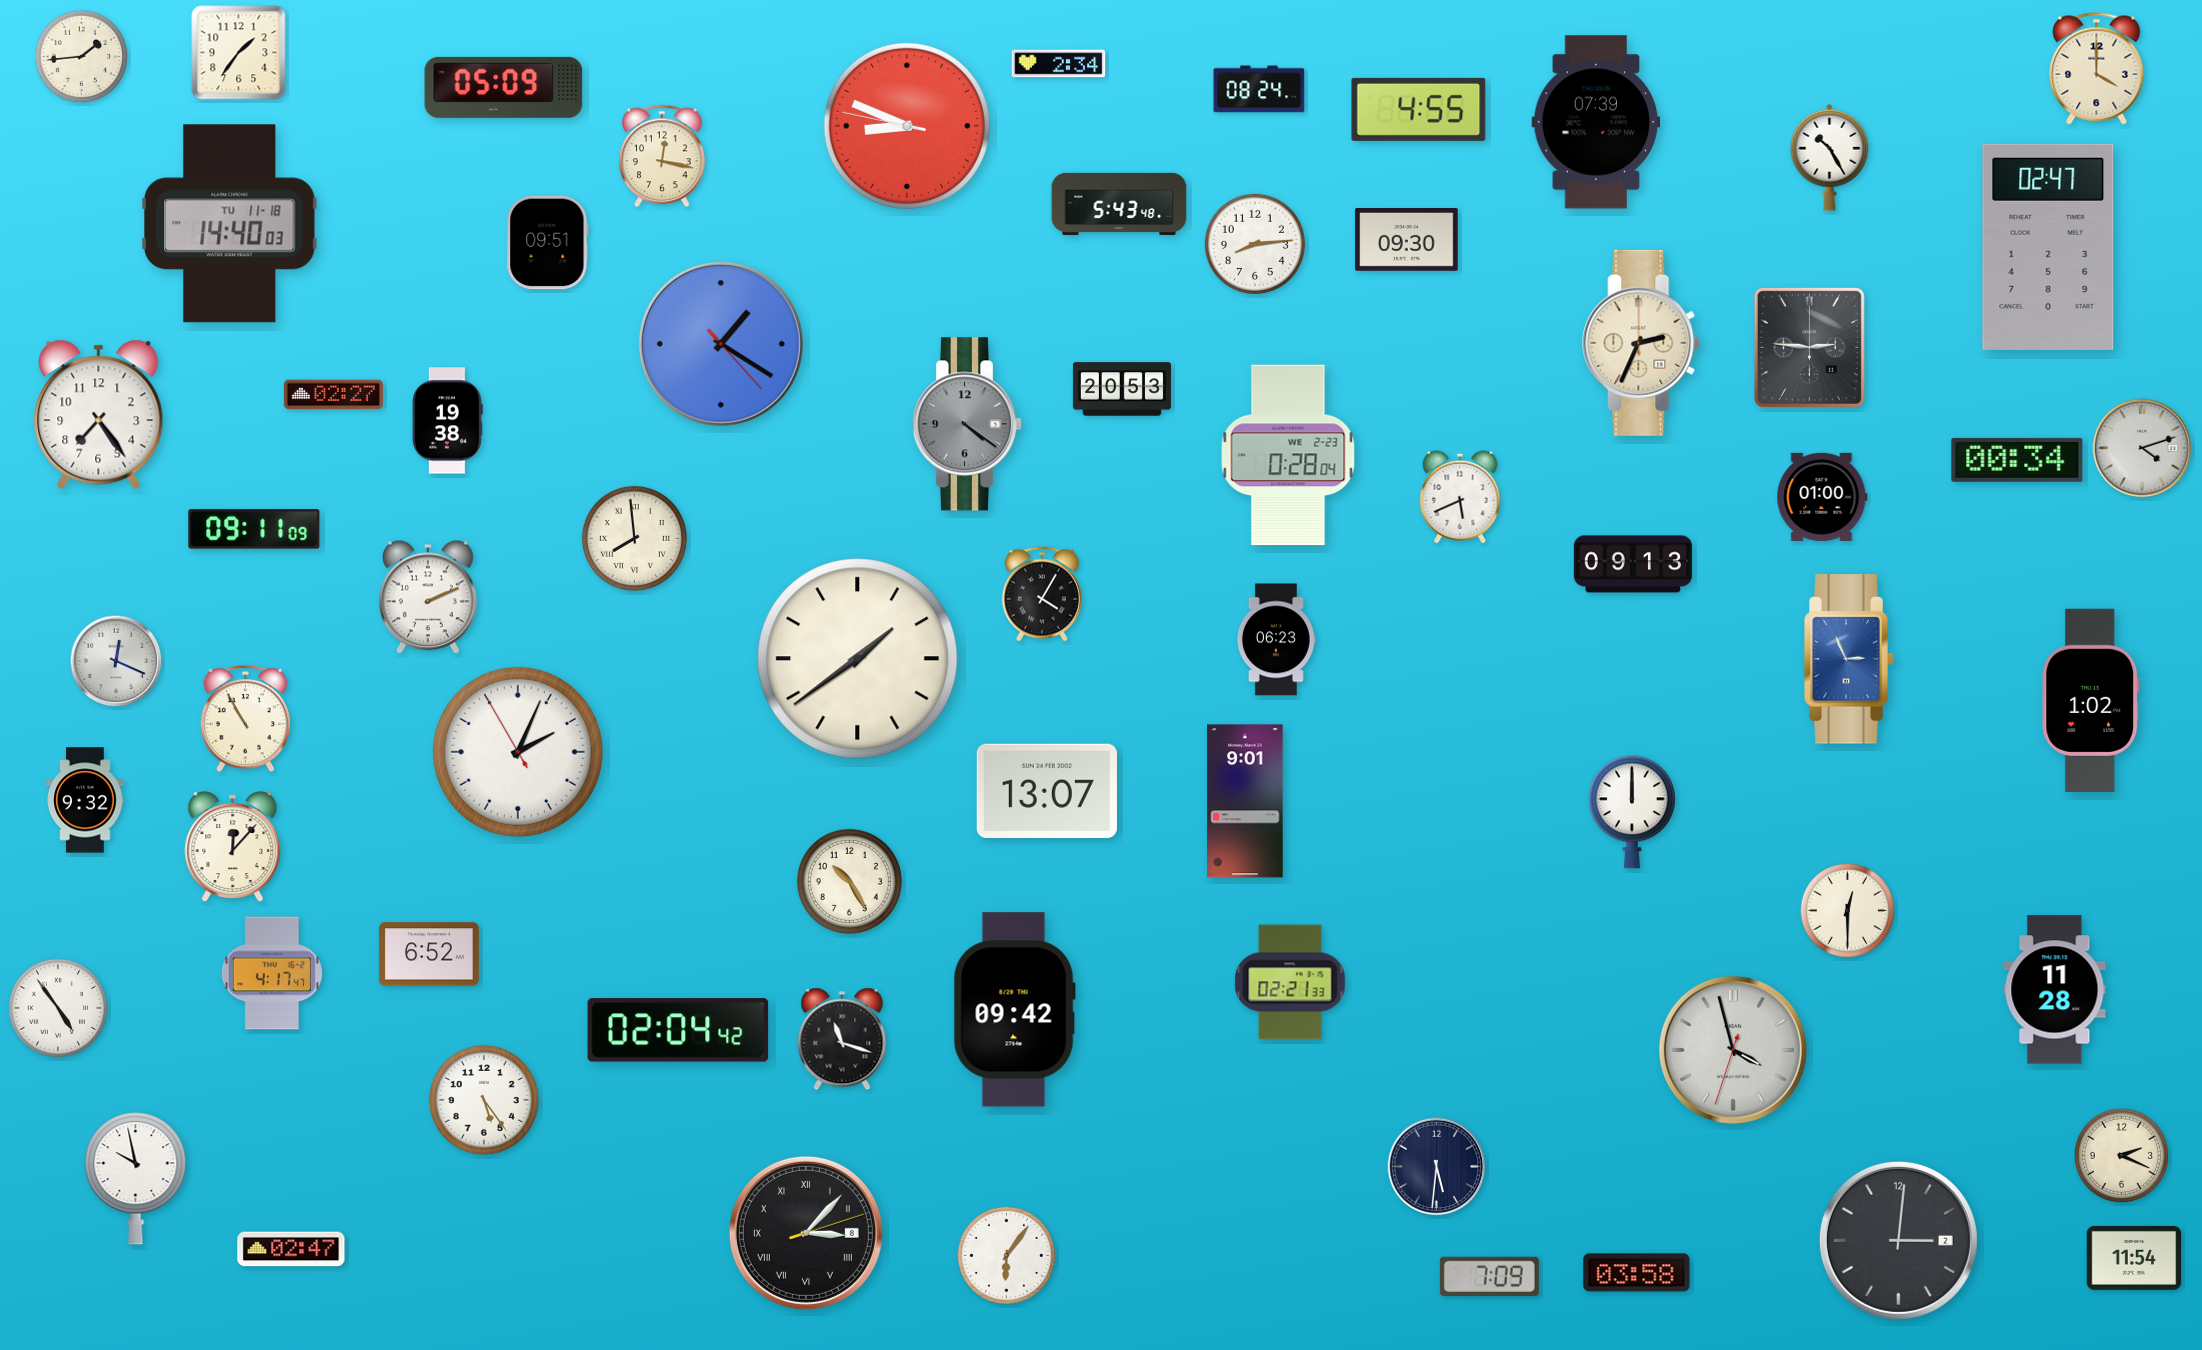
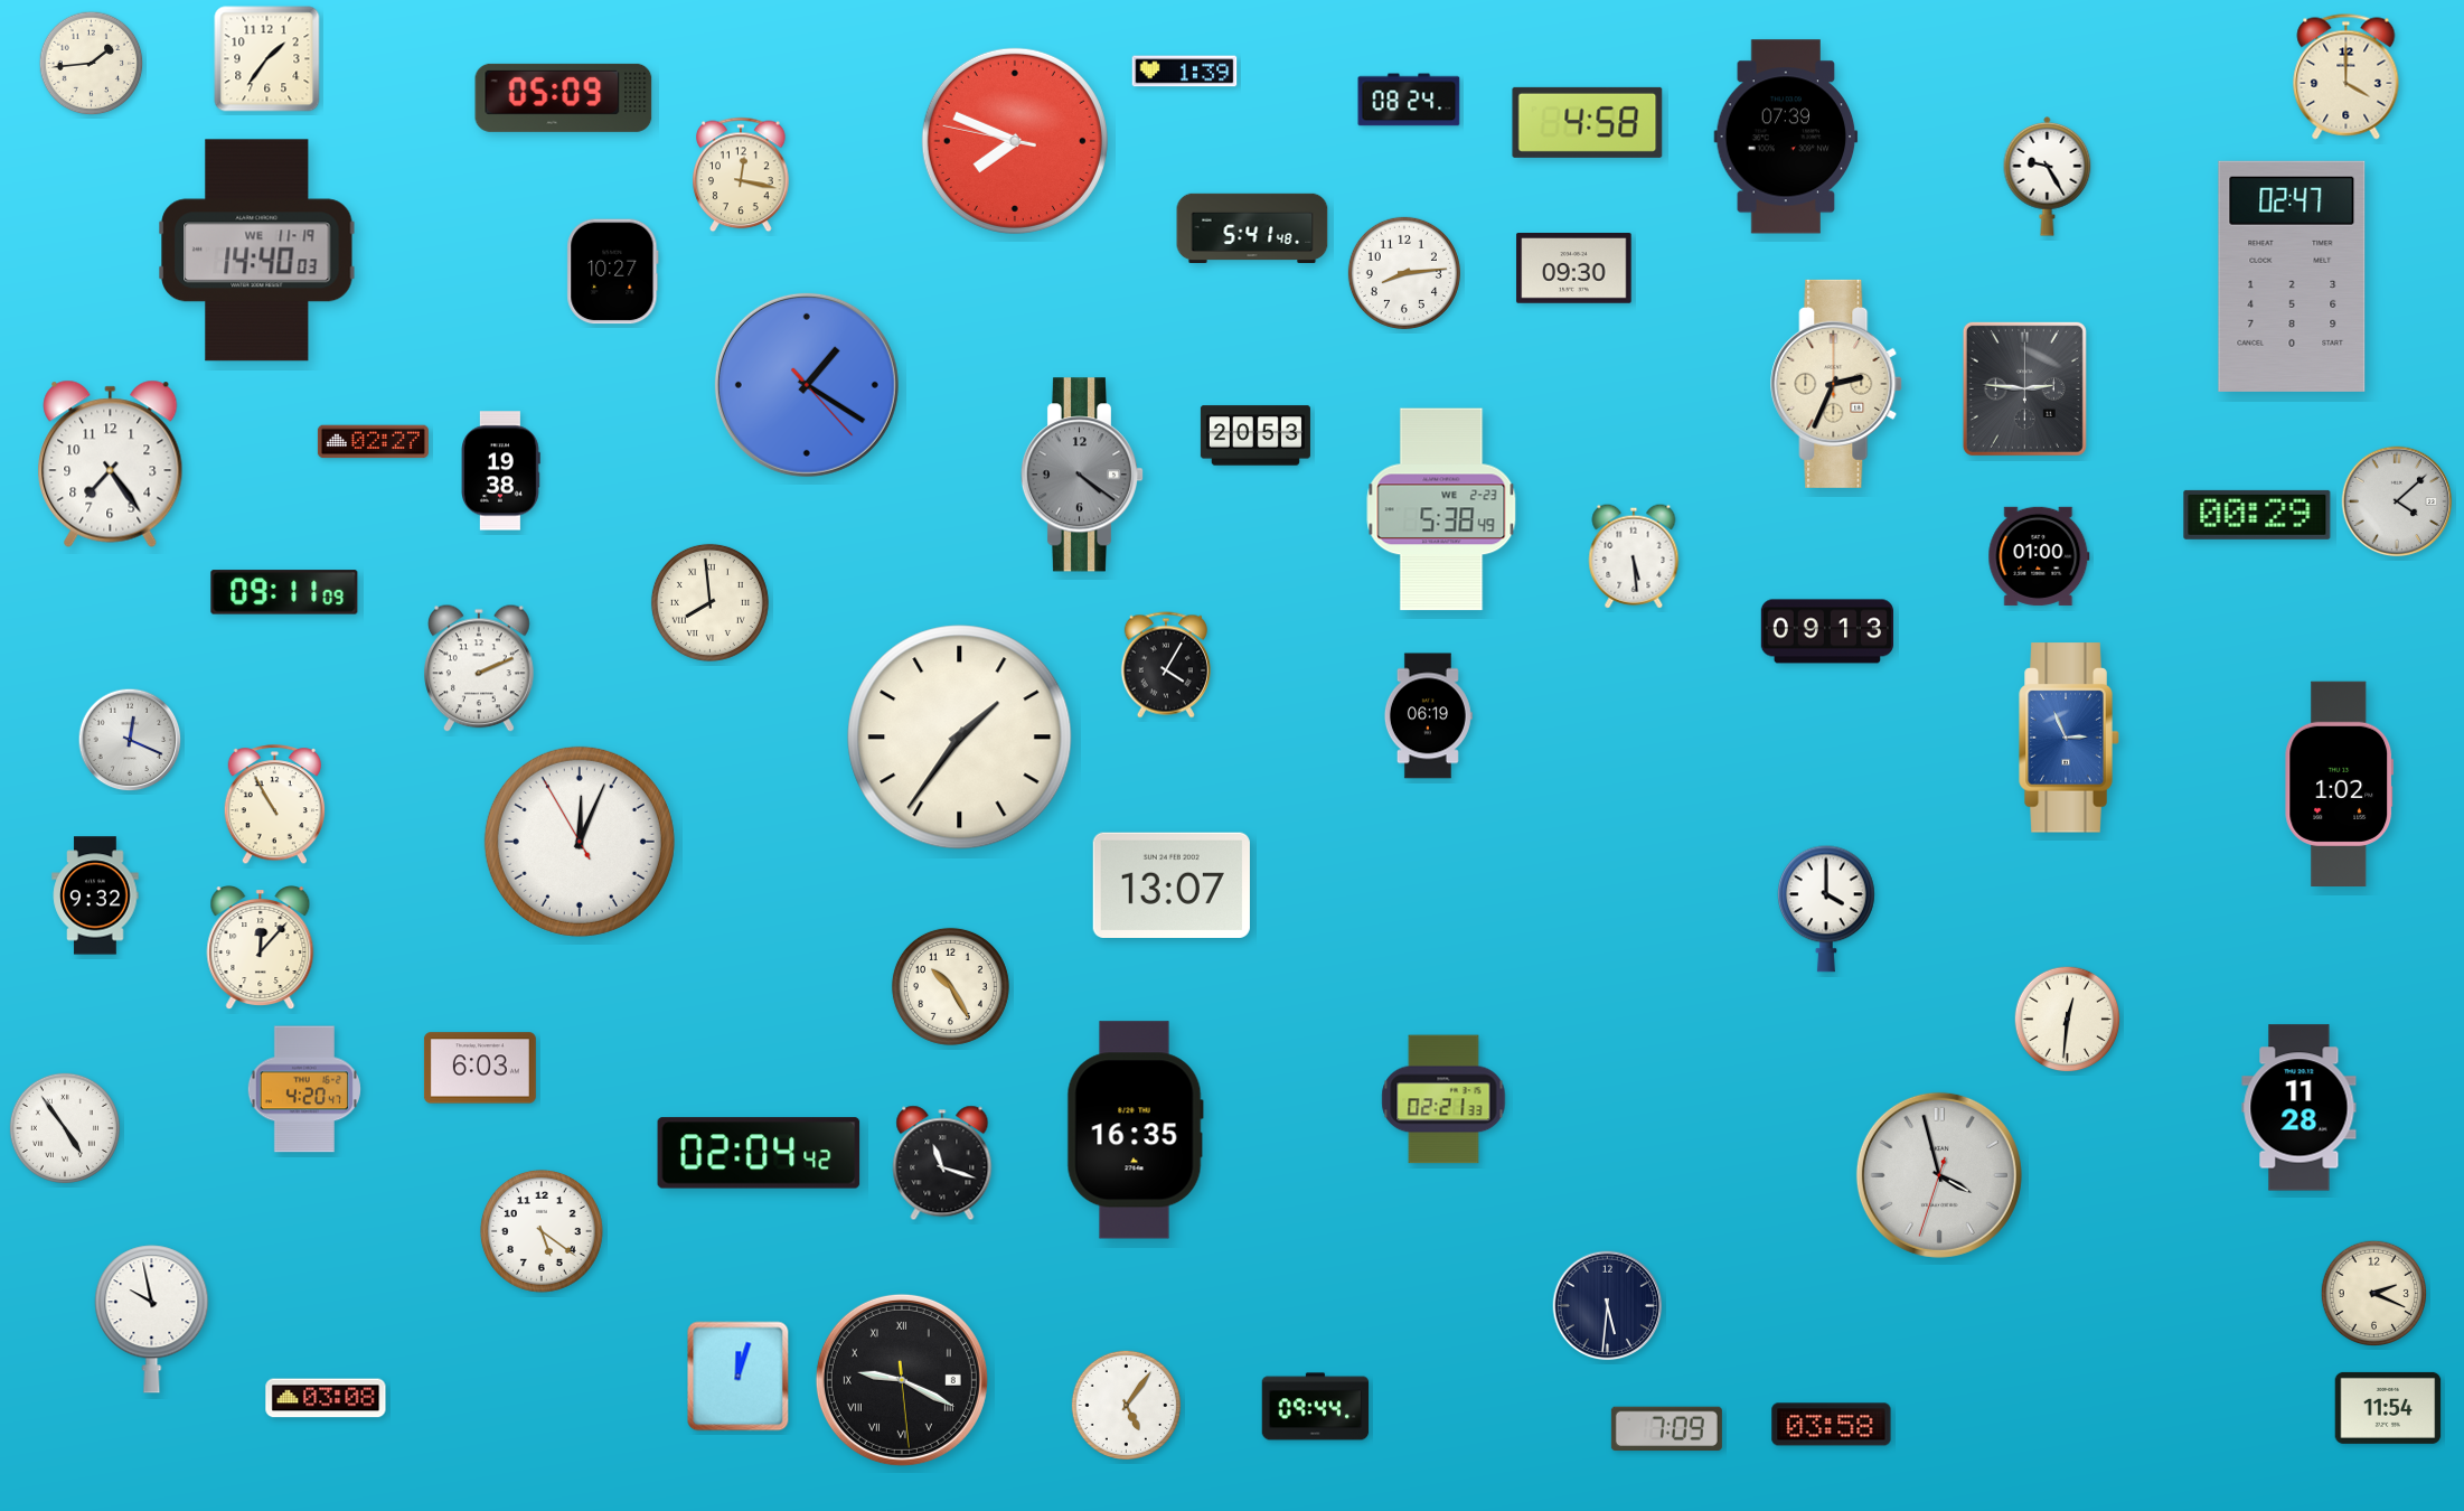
clock at (1059, 64): 2:34 -> 1:39
clock at (1419, 109): 4:55 -> 4:58
clock at (907, 126): 8:48 -> 7:48
clock at (1830, 158): 10:25 -> 9:25
clock at (1119, 203): 5:43 -> 5:41
clock at (230, 224) date: TU 11-18 -> WE 11-19
clock at (548, 243): 09:51 -> 10:27
clock at (2142, 448): 4:12 -> 4:08
clock at (1288, 455): 0:28 -> 5:38
clock at (2017, 460): 00:34 -> 00:29
clock at (1460, 497): 5:41 -> 5:29
clock at (1276, 640): 06:23 -> 06:19
clock at (858, 659): 1:39 -> 1:36
clock at (518, 752): 2:03 -> 12:03
clock at (1245, 801): 9:01 -> none
clock at (1633, 812): 12:00 -> 4:00
clock at (1848, 911): 12:30 -> 12:31
clock at (429, 954): 6:52 -> 6:03
clock at (272, 973): 4:17 -> 4:20
clock at (1014, 1010): 09:42 -> 16:35
clock at (484, 1100): 5:24 -> 5:21
clock at (739, 1377): none -> 12:03
clock at (806, 1233): 3:07 -> 9:19
clock at (1898, 1240): 3:01 -> none
clock at (291, 1249): 02:47 -> 03:08
clock at (1006, 1255): 6:06 -> 5:06
clock at (1316, 1407): none -> 09:44
